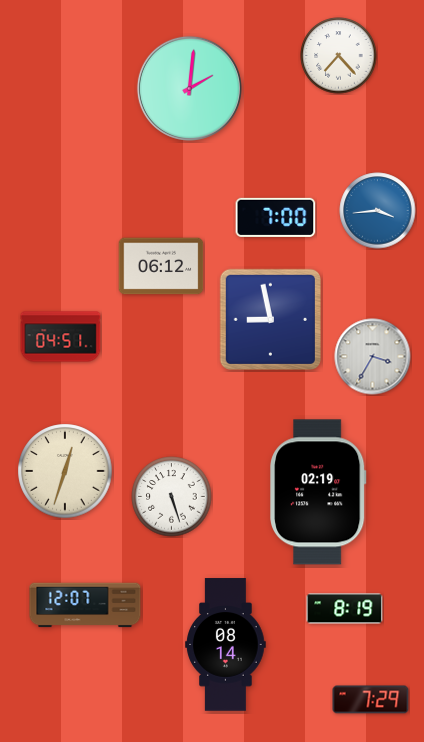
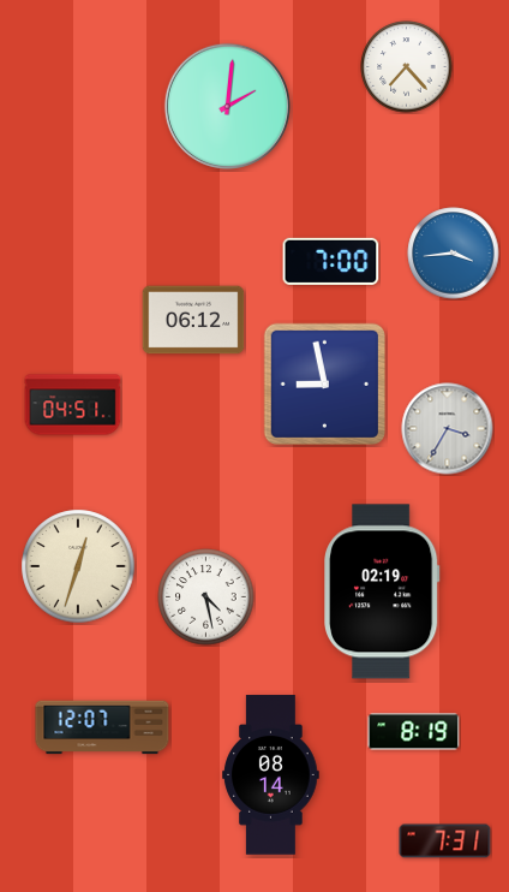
clock at (172, 497): 5:27 -> 4:28
clock at (371, 700): 7:29 -> 7:31
